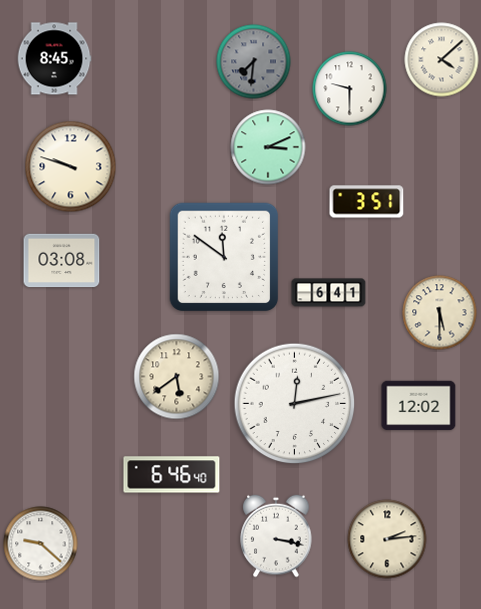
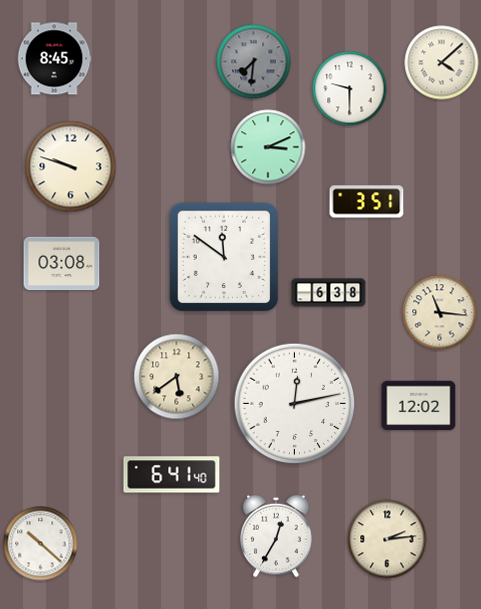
clock at (442, 60) position: (442, 60) -> (442, 63)
clock at (62, 261) position: (62, 261) -> (62, 264)
clock at (329, 293): 6:41 -> 6:38
clock at (440, 313): 5:30 -> 11:16
clock at (172, 475): 6:46 -> 6:41
clock at (276, 536): 3:17 -> 12:35
clock at (41, 544): 9:22 -> 10:22
